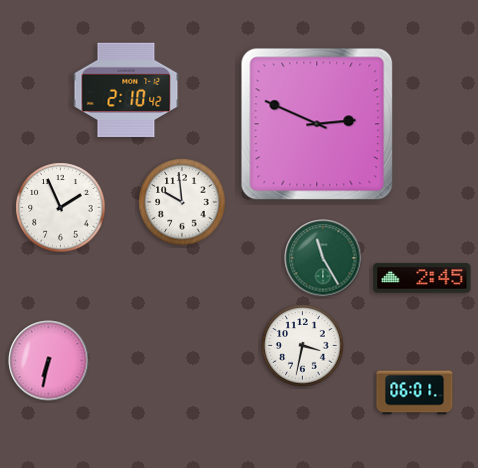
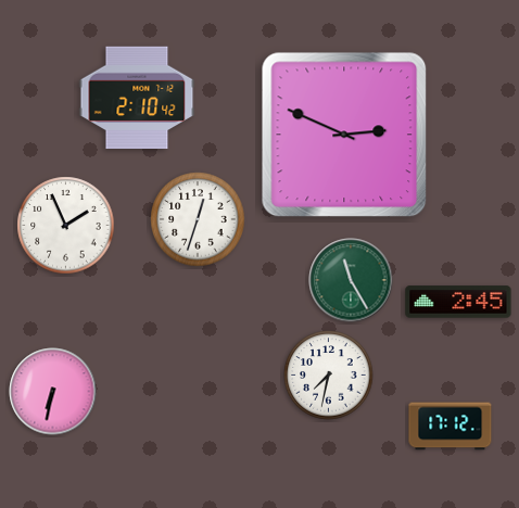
clock at (182, 202): 9:59 -> 12:33
clock at (303, 346): 3:32 -> 7:32
clock at (415, 393): 06:01 -> 17:12
